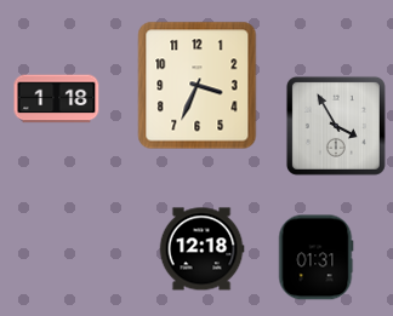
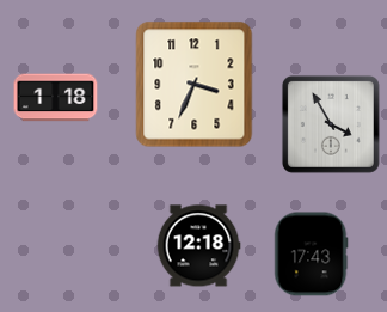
clock at (315, 258): 01:31 -> 17:43
